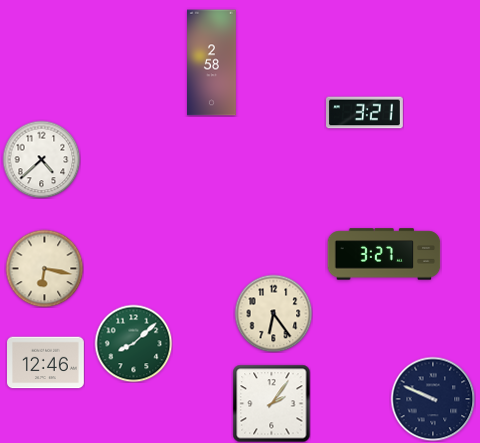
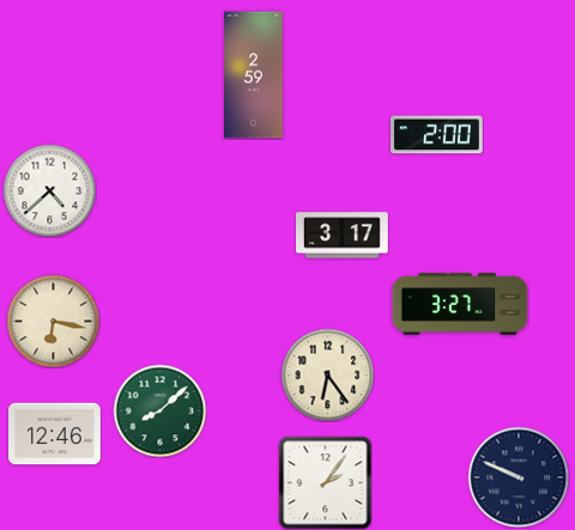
clock at (212, 63): 2:58 -> 2:59
clock at (365, 113): 3:21 -> 2:00
clock at (343, 236): none -> 3:17
